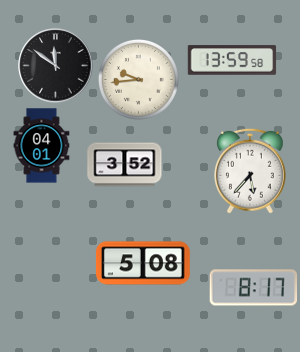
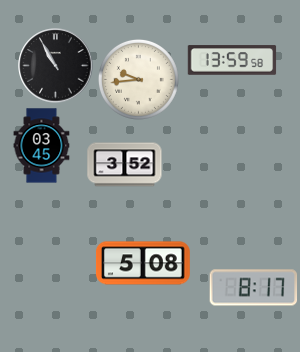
clock at (56, 66): 11:51 -> 10:55
clock at (42, 146): 04:01 -> 03:45
clock at (251, 171): 5:37 -> none
